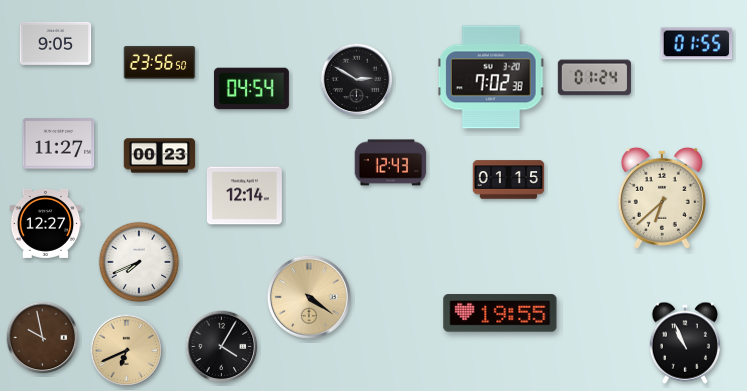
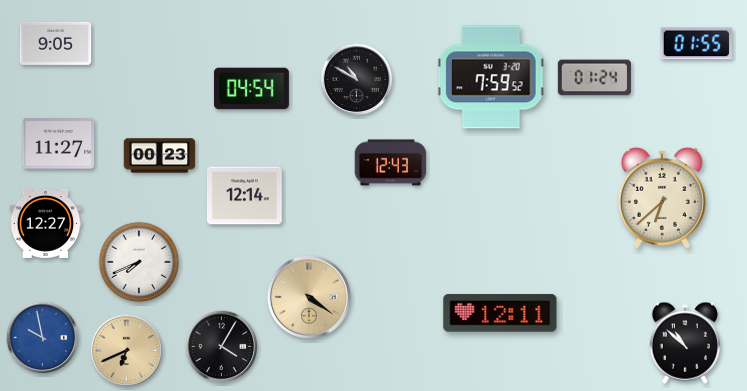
clock at (160, 62): 23:56 -> none
clock at (491, 77): 7:02 -> 7:59
clock at (357, 80): 2:50 -> 10:50
clock at (509, 180): 01:15 -> none
clock at (500, 313): 19:55 -> 12:11
clock at (43, 338) dial: brown -> blue
clock at (685, 343): 10:56 -> 10:52
